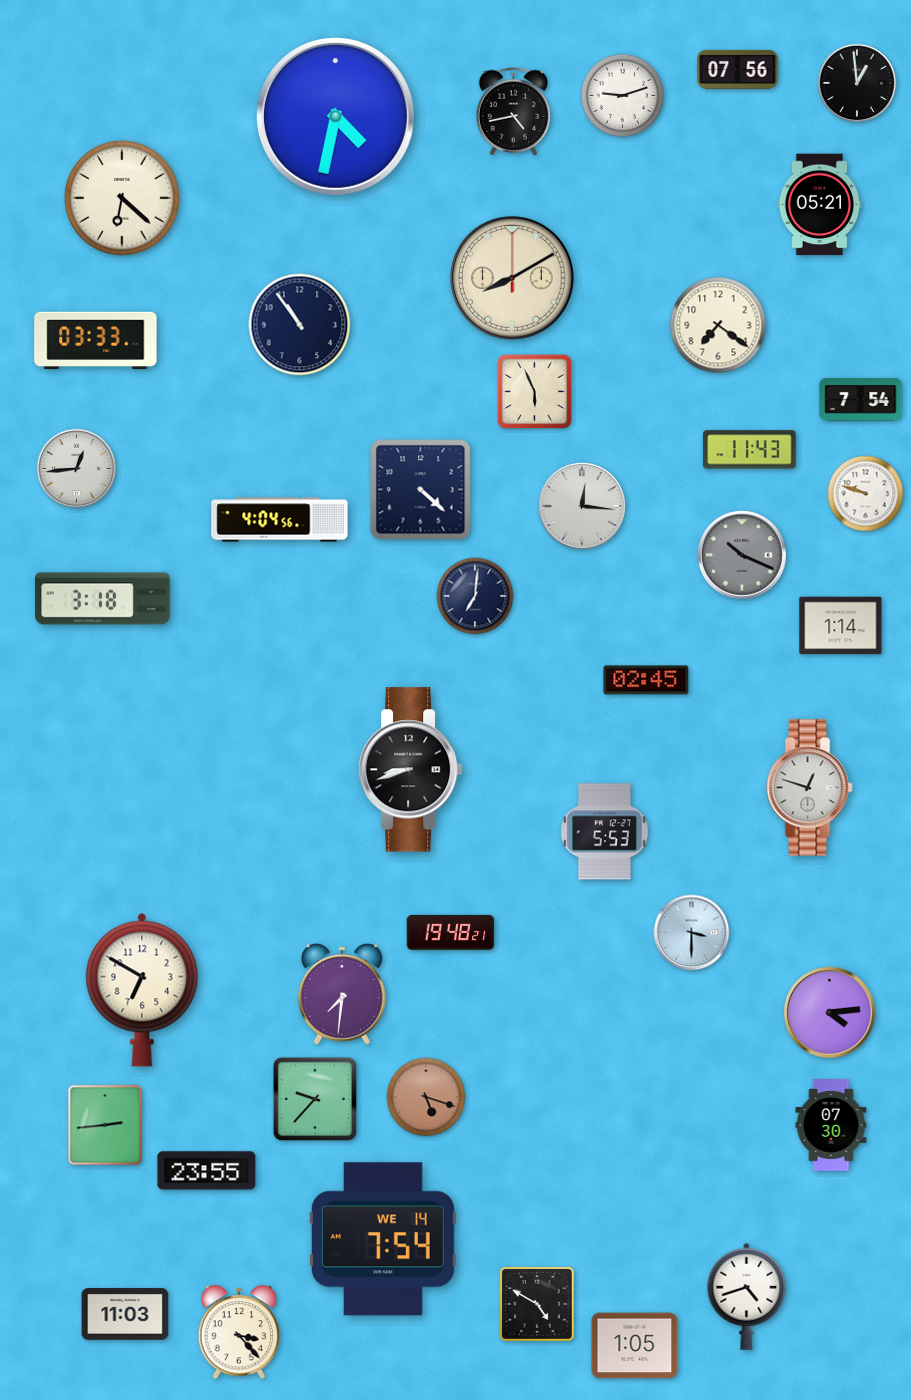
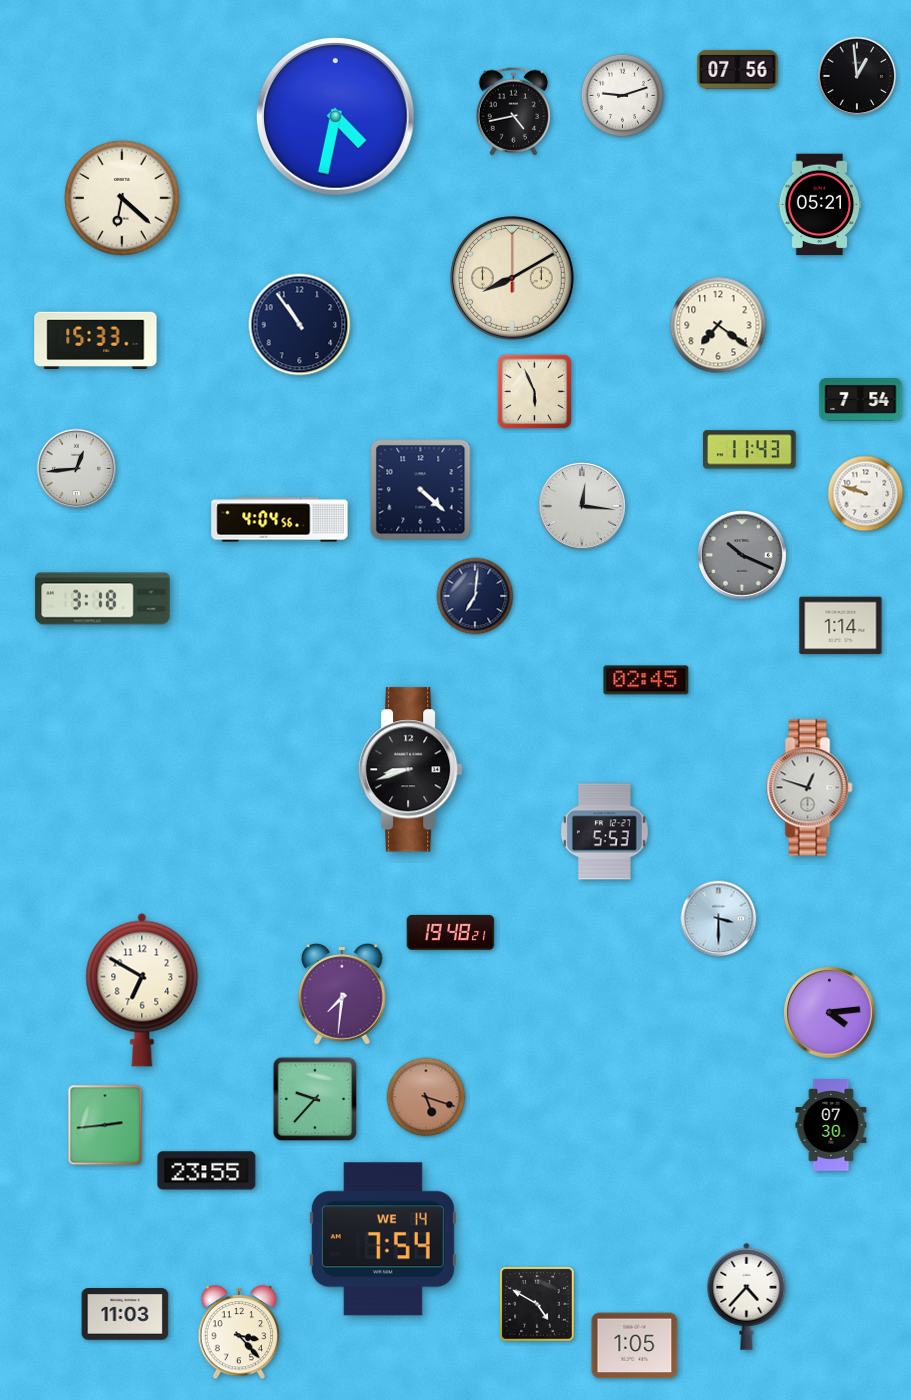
clock at (857, 83) position: (857, 83) -> (857, 76)
clock at (96, 341): 03:33 -> 15:33
clock at (692, 933) position: (692, 933) -> (719, 919)
clock at (747, 1296): 4:42 -> 4:37
